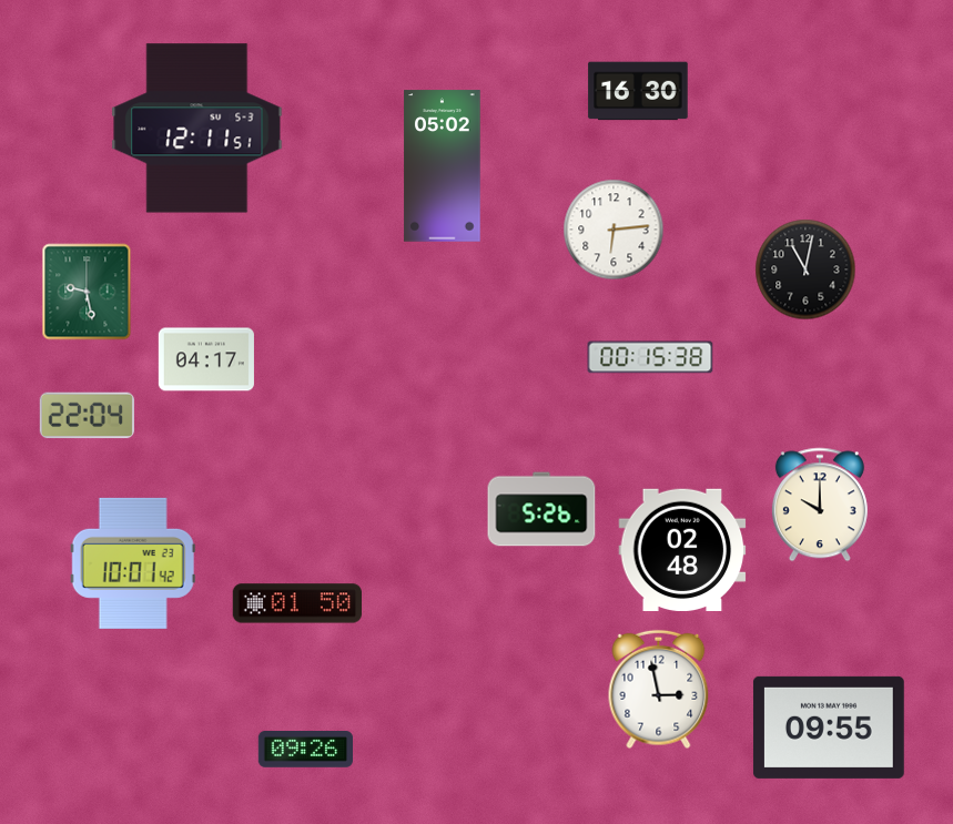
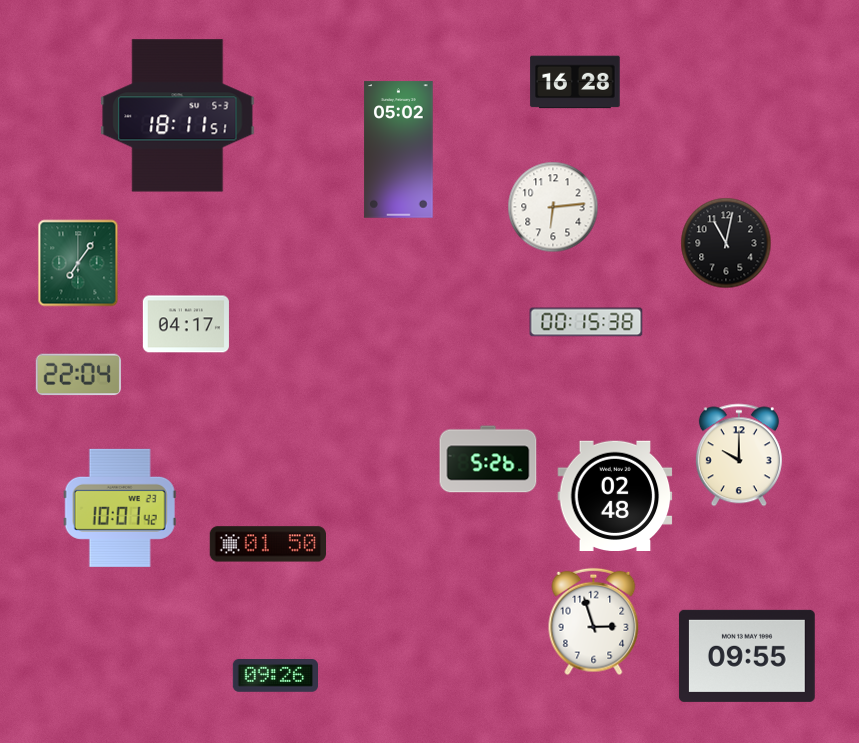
clock at (638, 91): 16:30 -> 16:28
clock at (197, 129): 12:11 -> 18:11
clock at (87, 292): 9:28 -> 7:06
clock at (659, 690): 2:58 -> 2:57
